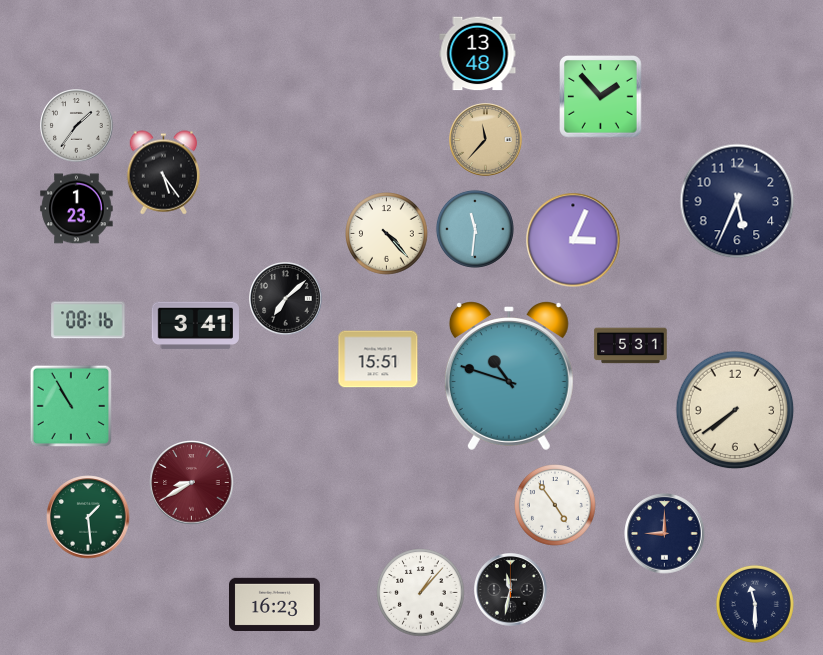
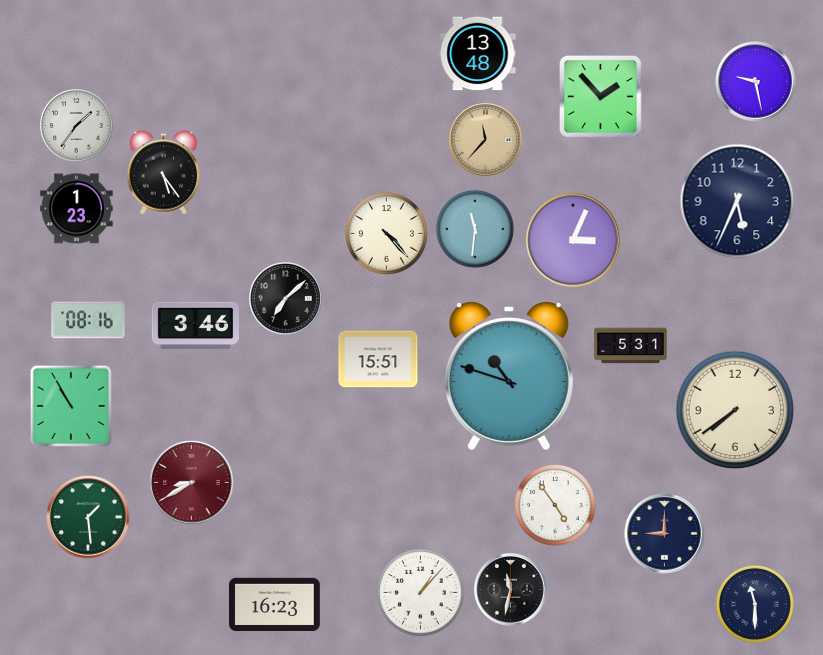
clock at (756, 82): none -> 9:28
clock at (195, 326): 3:41 -> 3:46
